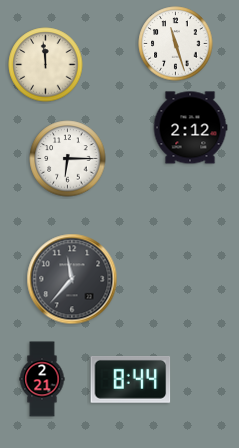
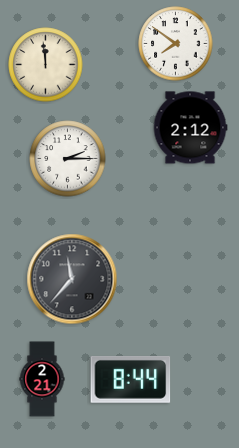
clock at (176, 44): 11:27 -> 7:51
clock at (68, 159): 6:15 -> 2:15
